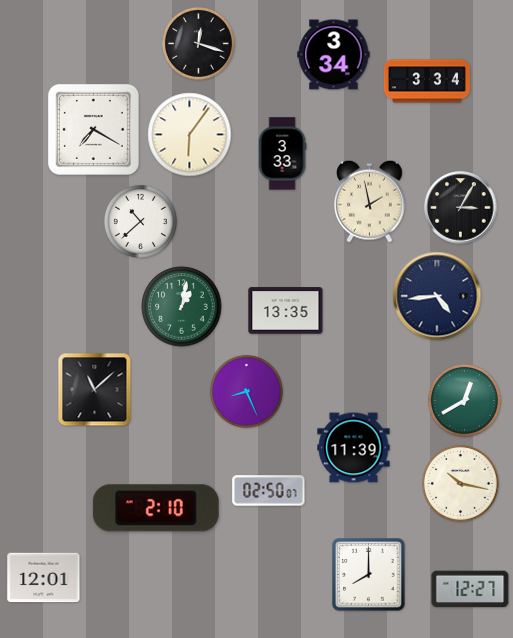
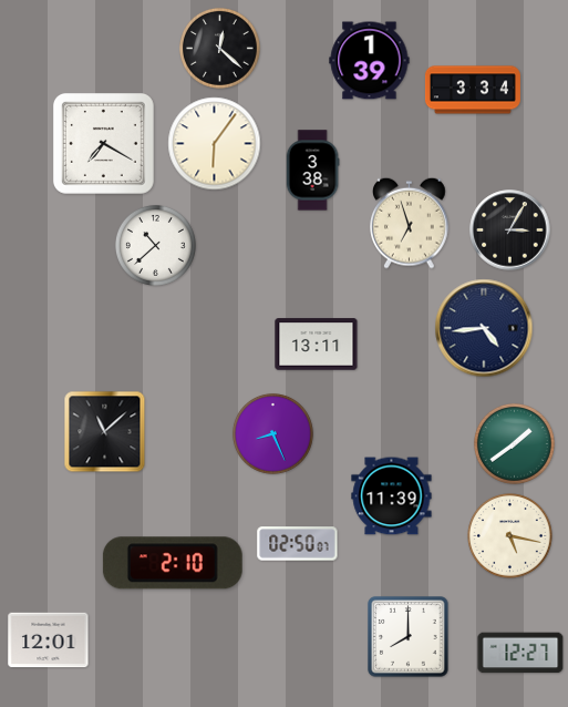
clock at (198, 43): 12:18 -> 12:22
clock at (334, 55): 3:34 -> 1:39
clock at (190, 135) position: (190, 135) -> (215, 144)
clock at (282, 154): 3:33 -> 3:38
clock at (370, 201): 1:58 -> 6:57
clock at (182, 307): 1:02 -> none
clock at (286, 311): 13:35 -> 13:11
clock at (464, 400): 12:40 -> 1:39
clock at (461, 484): 10:17 -> 5:17
